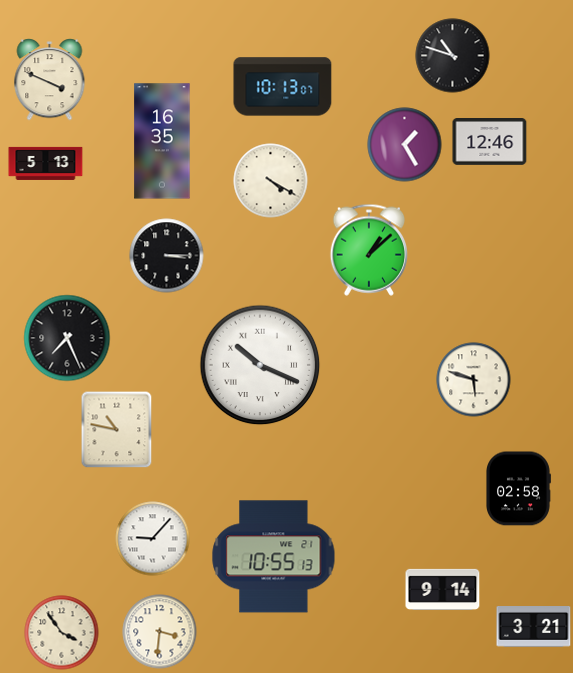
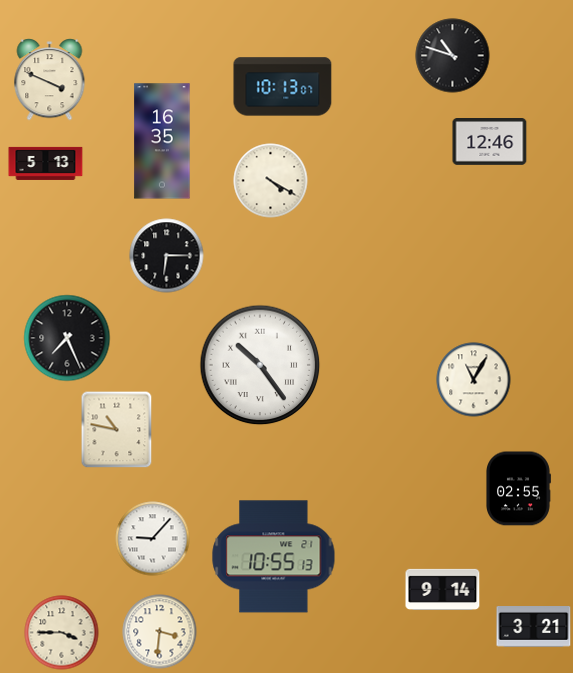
clock at (405, 145): 1:25 -> none
clock at (368, 250): 1:08 -> none
clock at (167, 256): 3:15 -> 6:15
clock at (260, 365): 10:19 -> 10:24
clock at (474, 380): 5:48 -> 11:05
clock at (519, 489): 02:58 -> 02:55
clock at (62, 633): 3:54 -> 3:45
